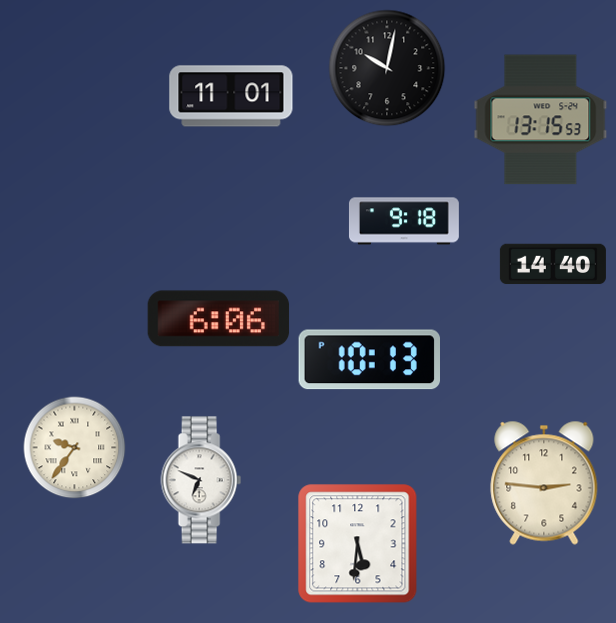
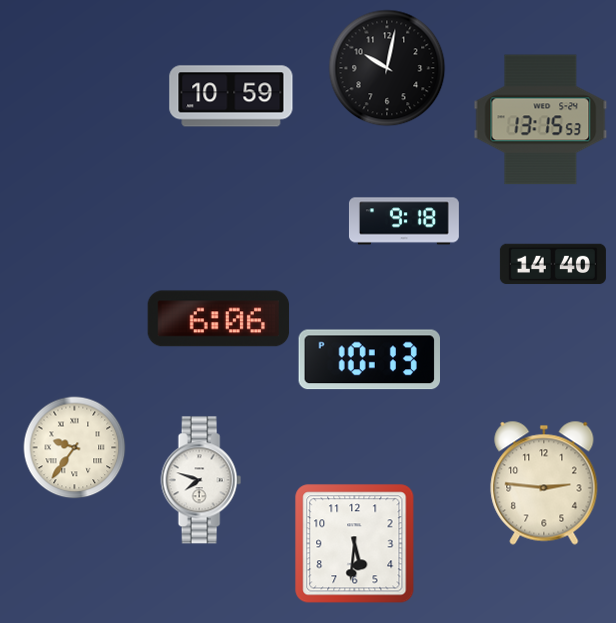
clock at (231, 96): 11:01 -> 10:59
clock at (201, 480): 6:49 -> 7:48
clock at (358, 544) position: (358, 544) -> (355, 544)
